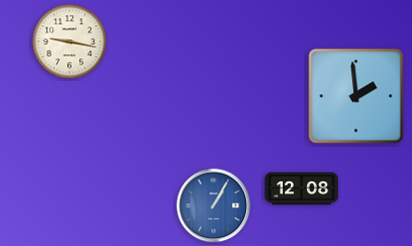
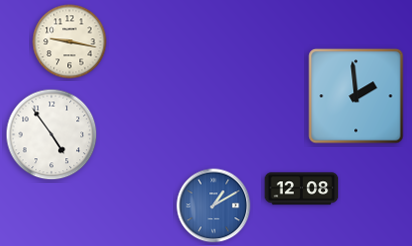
clock at (52, 135): none -> 4:54
clock at (214, 206): 1:05 -> 1:10
